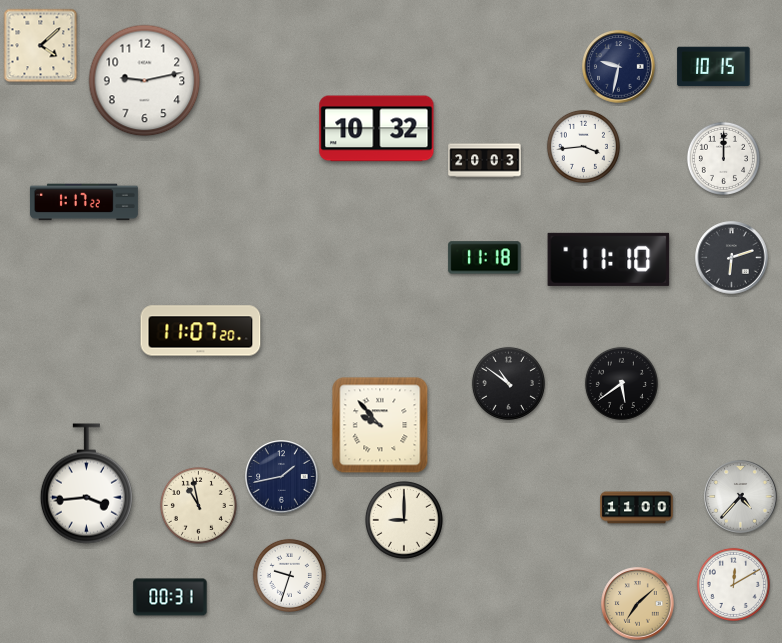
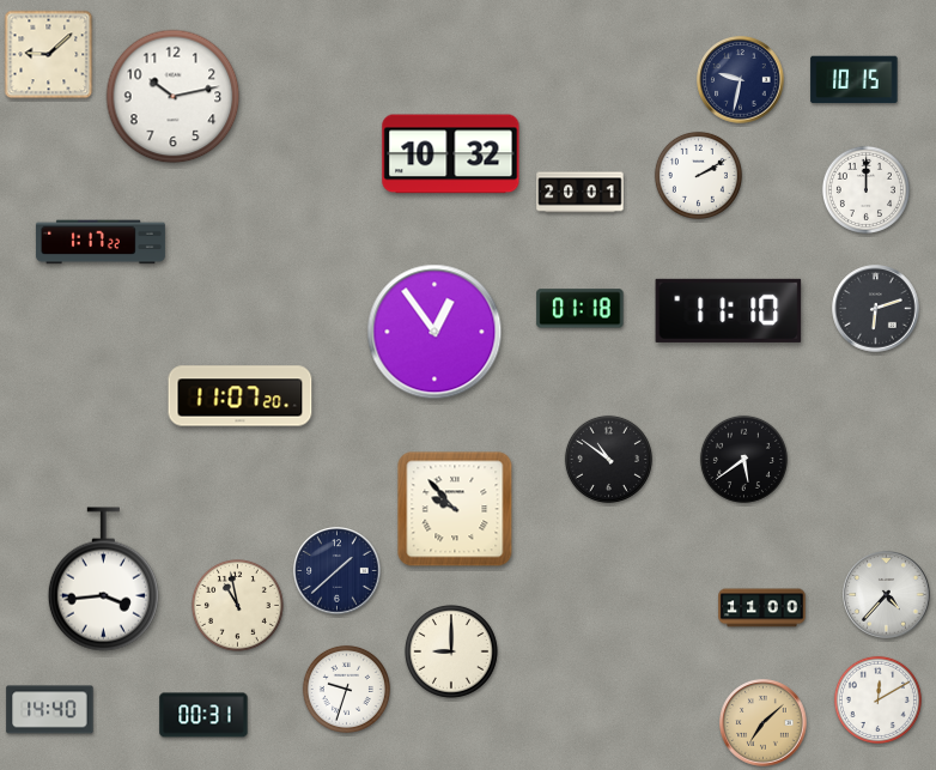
clock at (41, 46): 4:08 -> 9:08
clock at (145, 81): 9:13 -> 10:13
clock at (583, 146): 3:44 -> 2:10
clock at (485, 161): 20:03 -> 20:01
clock at (485, 258): 11:18 -> 01:18
clock at (434, 332): none -> 12:54
clock at (282, 477): 1:43 -> 1:38
clock at (404, 520) position: (404, 520) -> (451, 651)
clock at (50, 710): none -> 14:40
